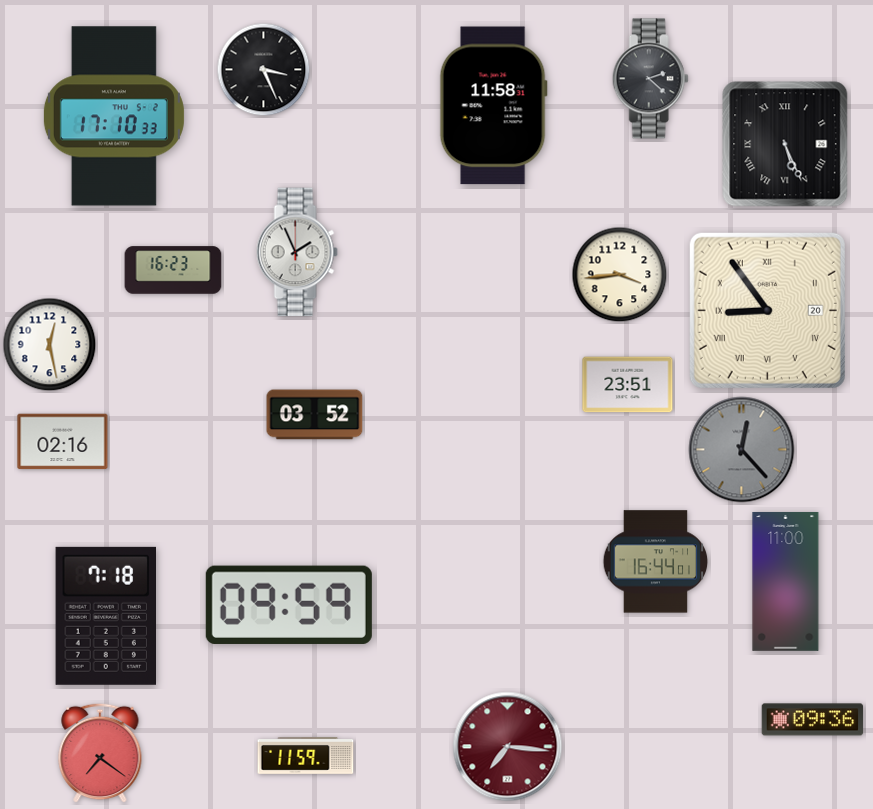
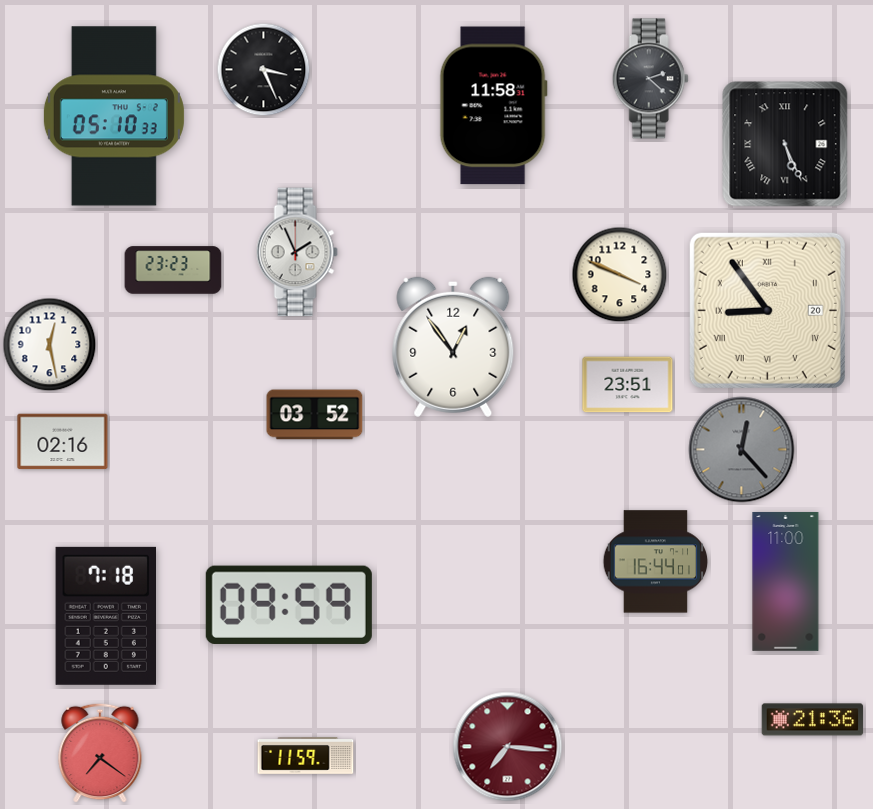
clock at (114, 116): 17:10 -> 05:10
clock at (173, 270): 16:23 -> 23:23
clock at (620, 275): 3:44 -> 3:49
clock at (453, 347): none -> 12:54
clock at (813, 720): 09:36 -> 21:36
